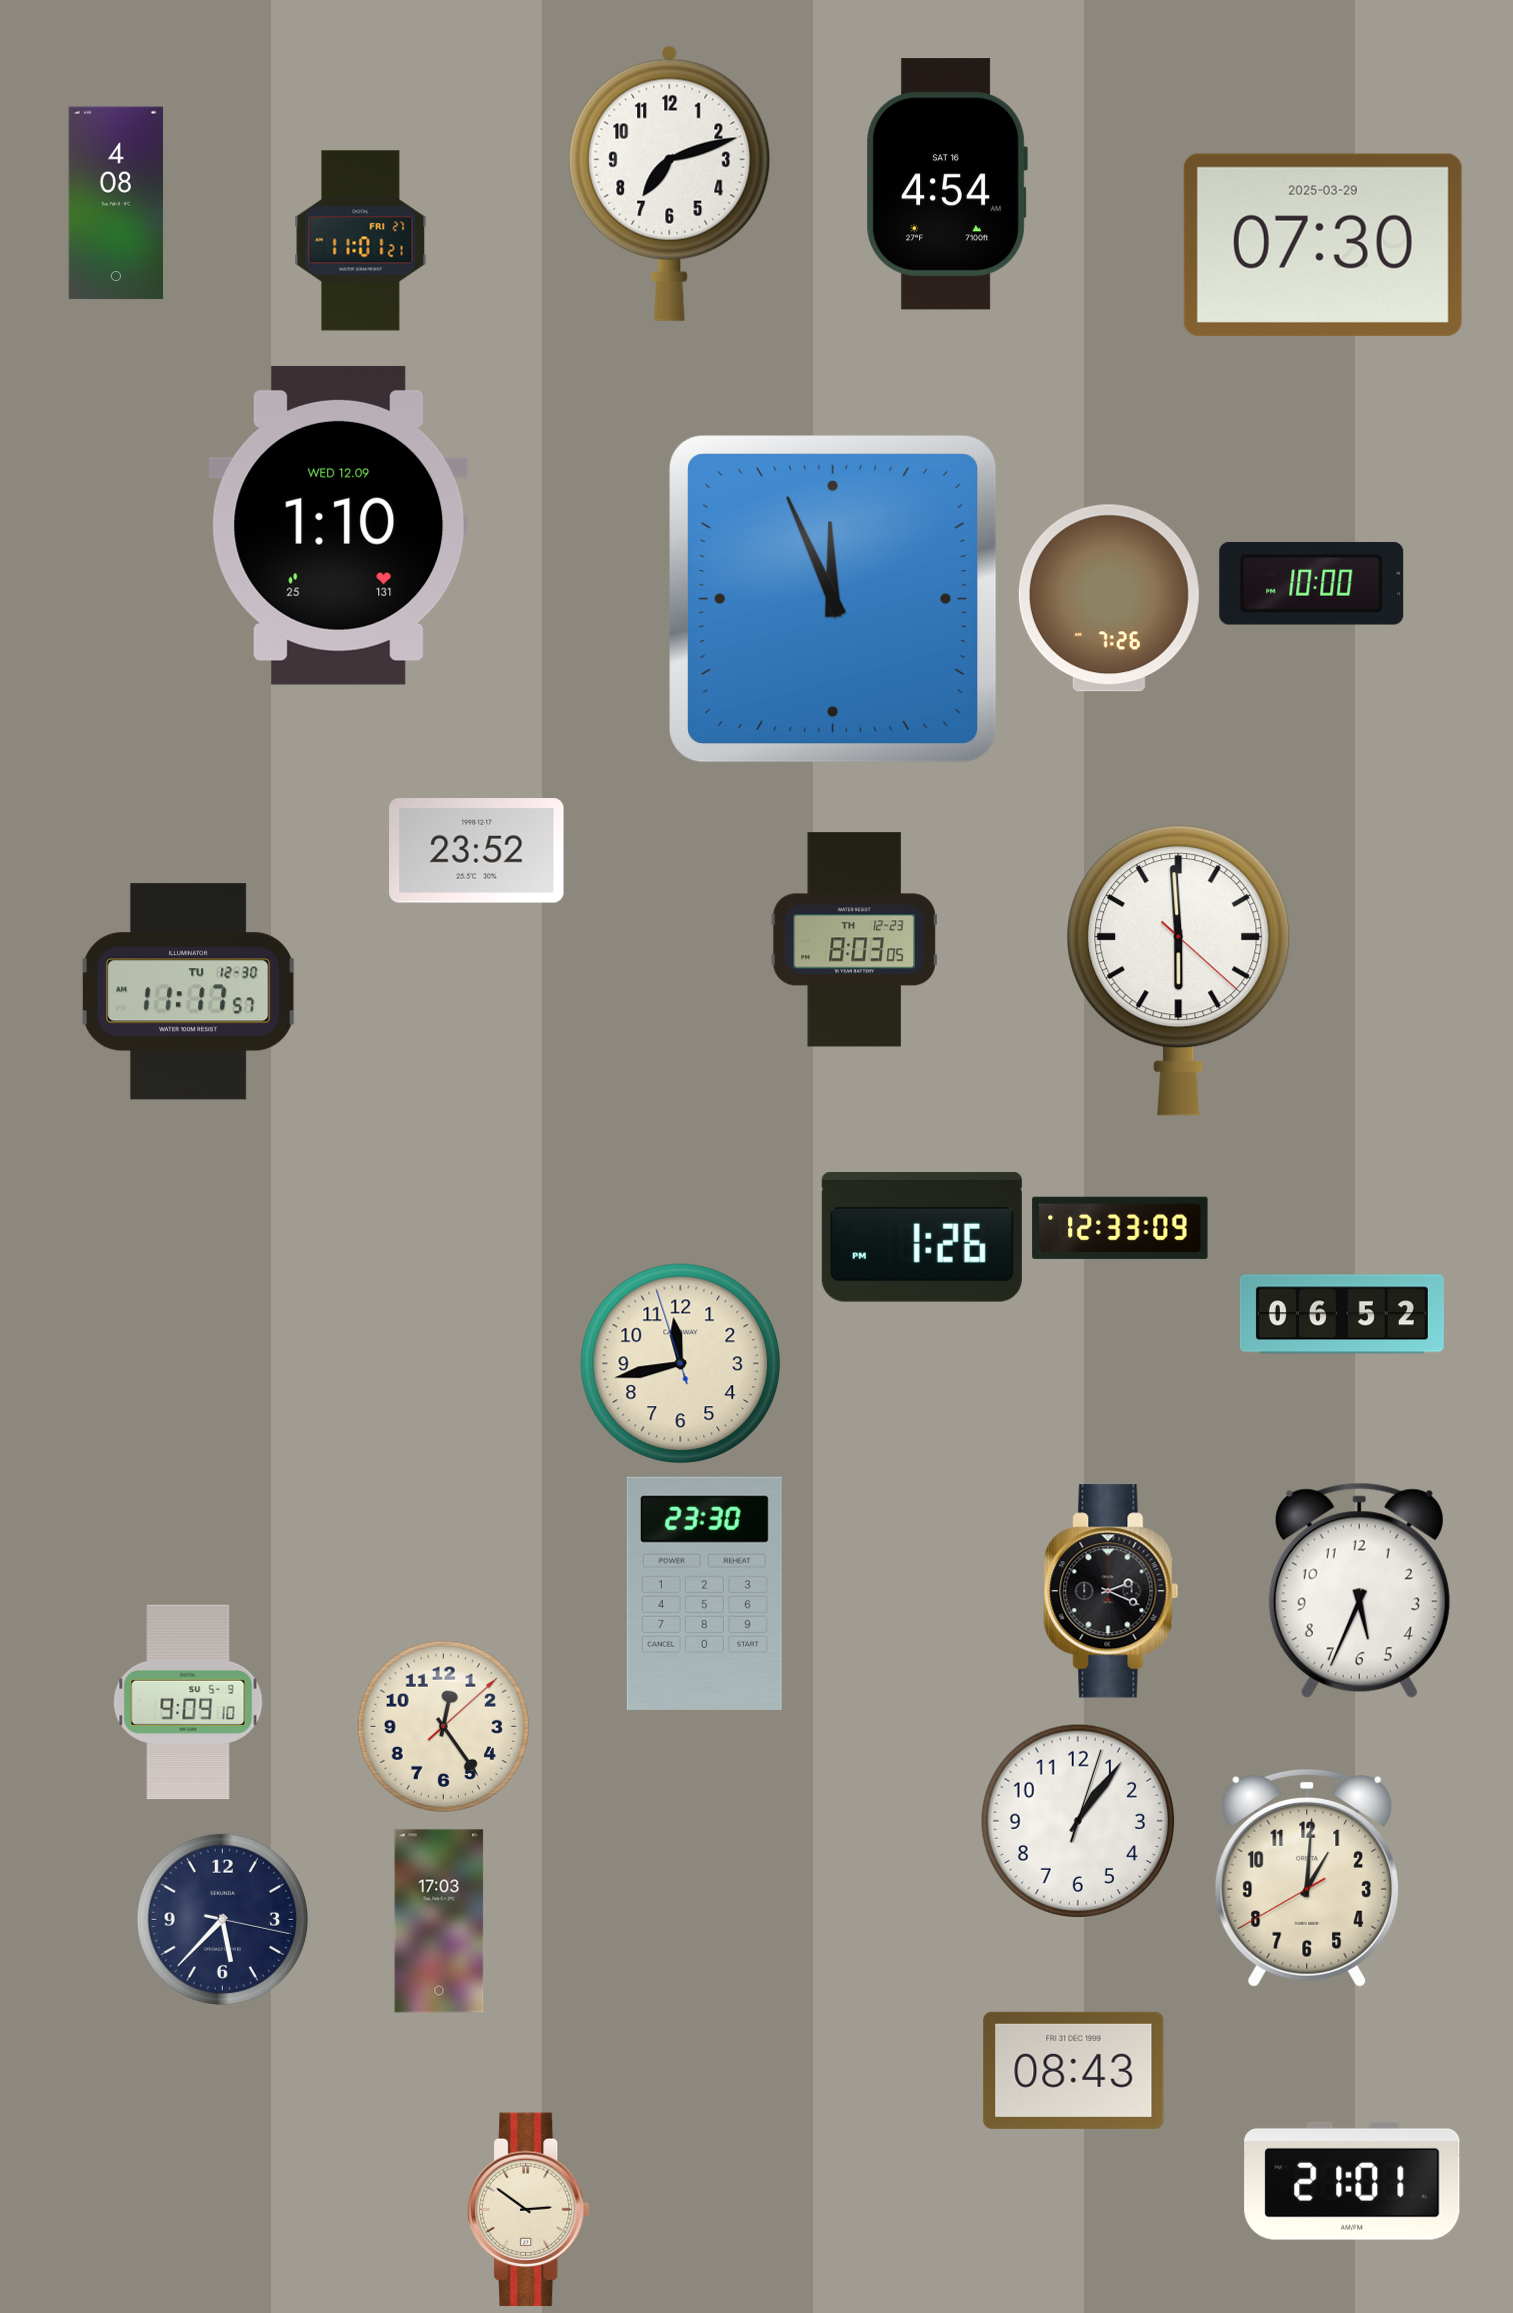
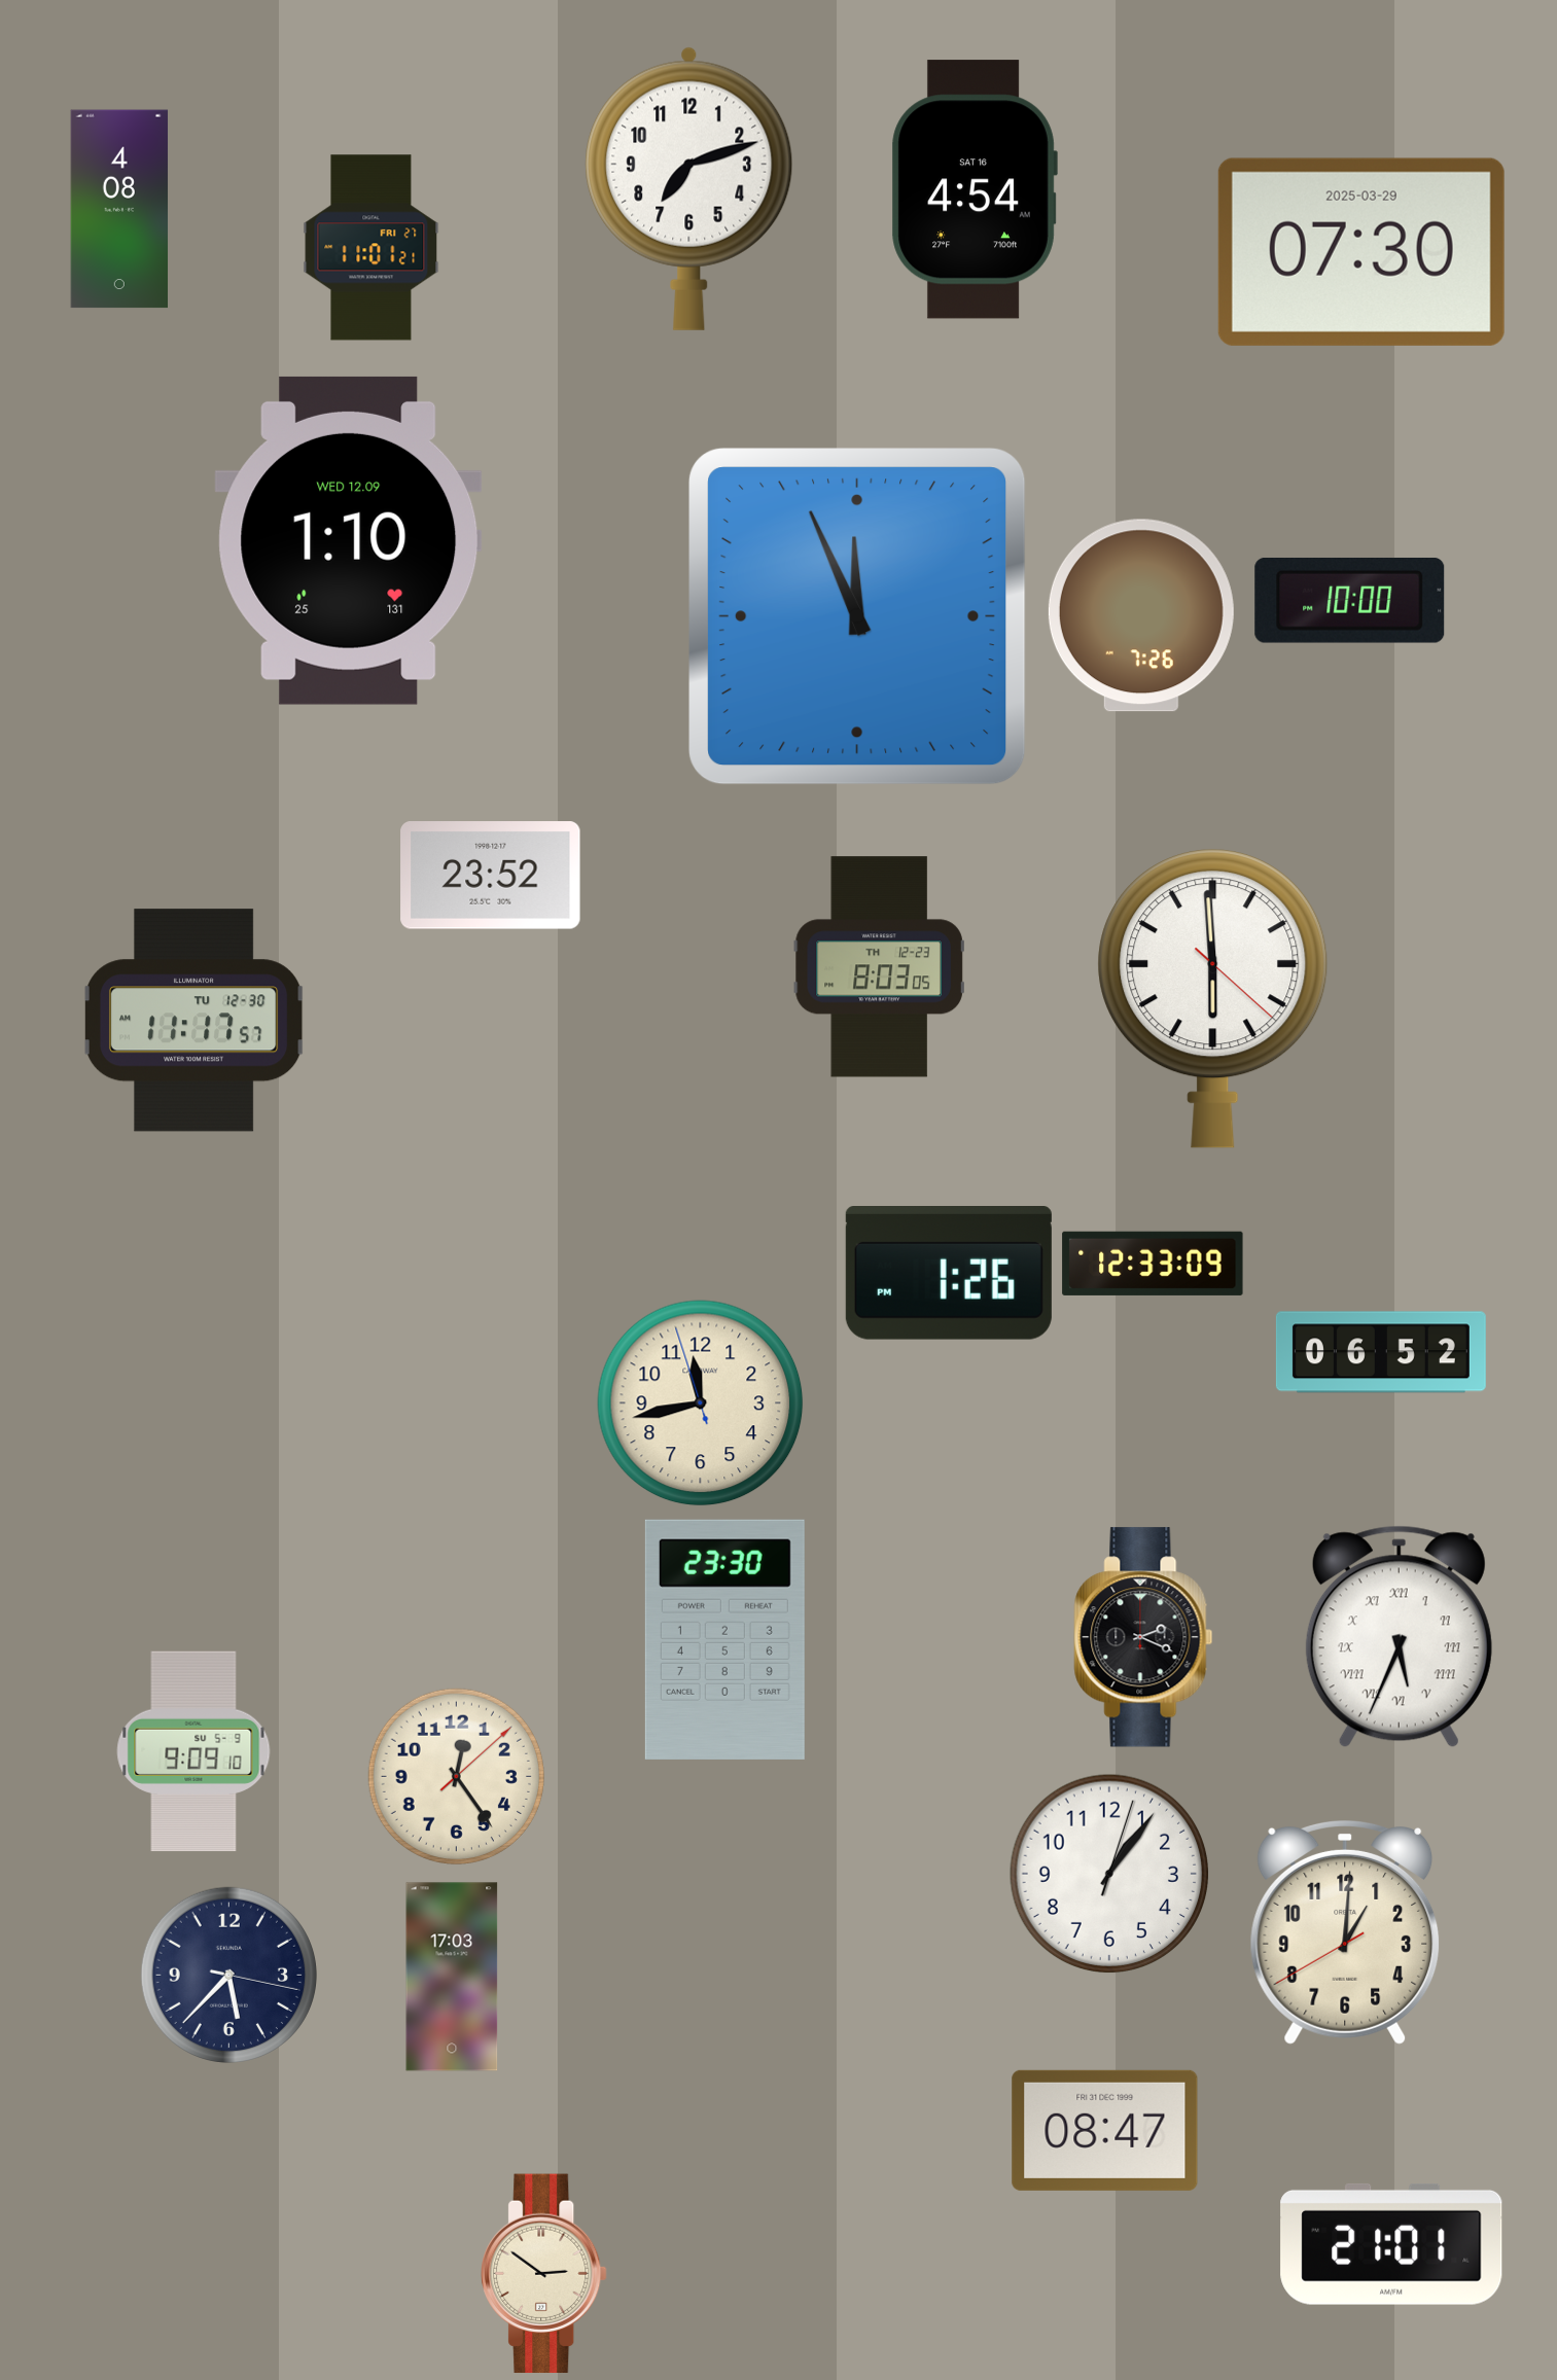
clock at (1359, 1591) numerals: Arabic -> Roman
clock at (1074, 2070): 08:43 -> 08:47
